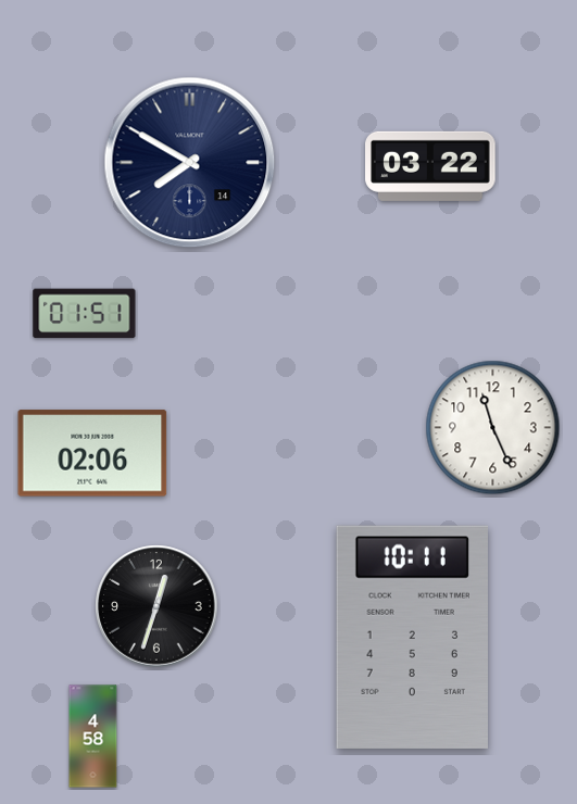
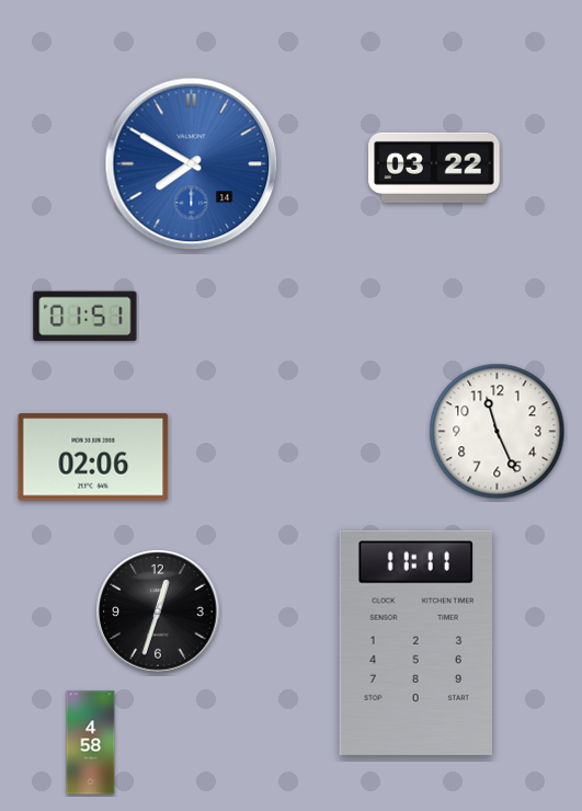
clock at (190, 163) dial: navy -> blue
clock at (412, 637): 10:11 -> 11:11
clock at (93, 737) position: (93, 737) -> (91, 743)
